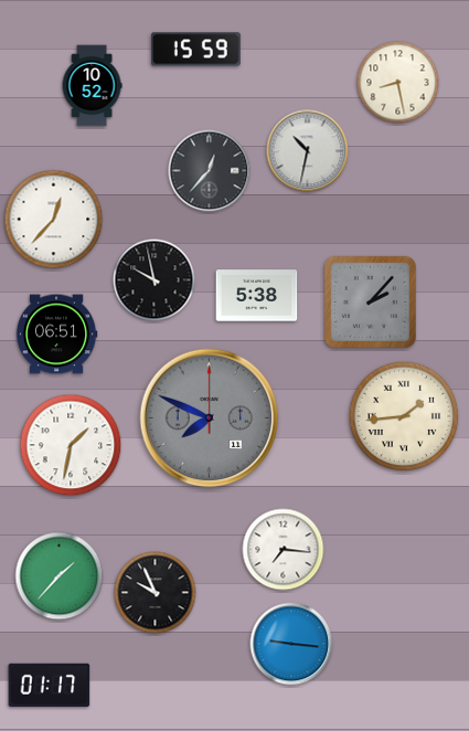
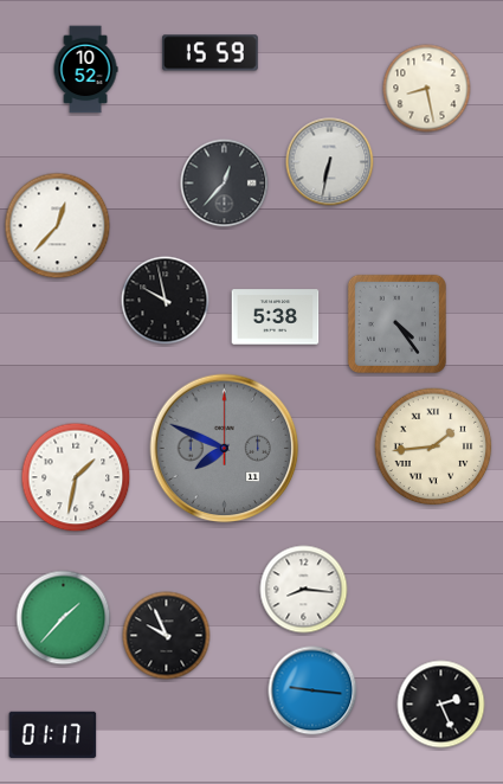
clock at (92, 86) position: (92, 86) -> (85, 70)
clock at (308, 151): 10:32 -> 6:32
clock at (54, 220) position: (54, 220) -> (58, 226)
clock at (370, 301): 2:07 -> 4:24
clock at (56, 335): 06:51 -> none
clock at (284, 550): 7:16 -> 8:16
clock at (441, 705): none -> 2:26
